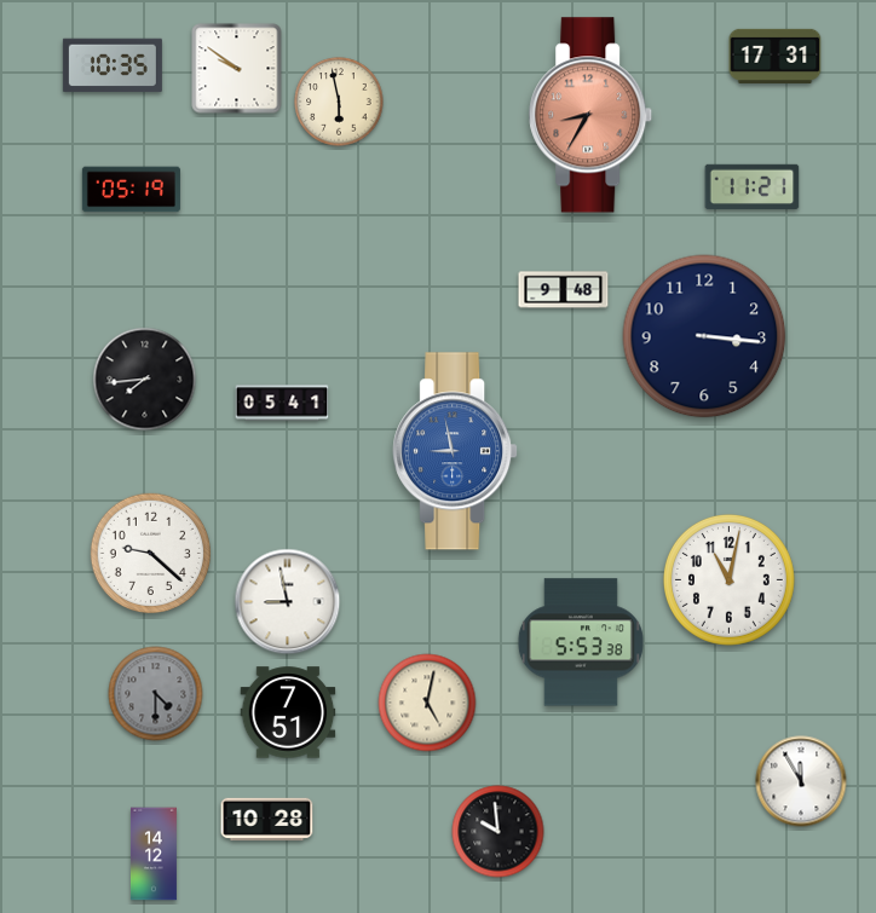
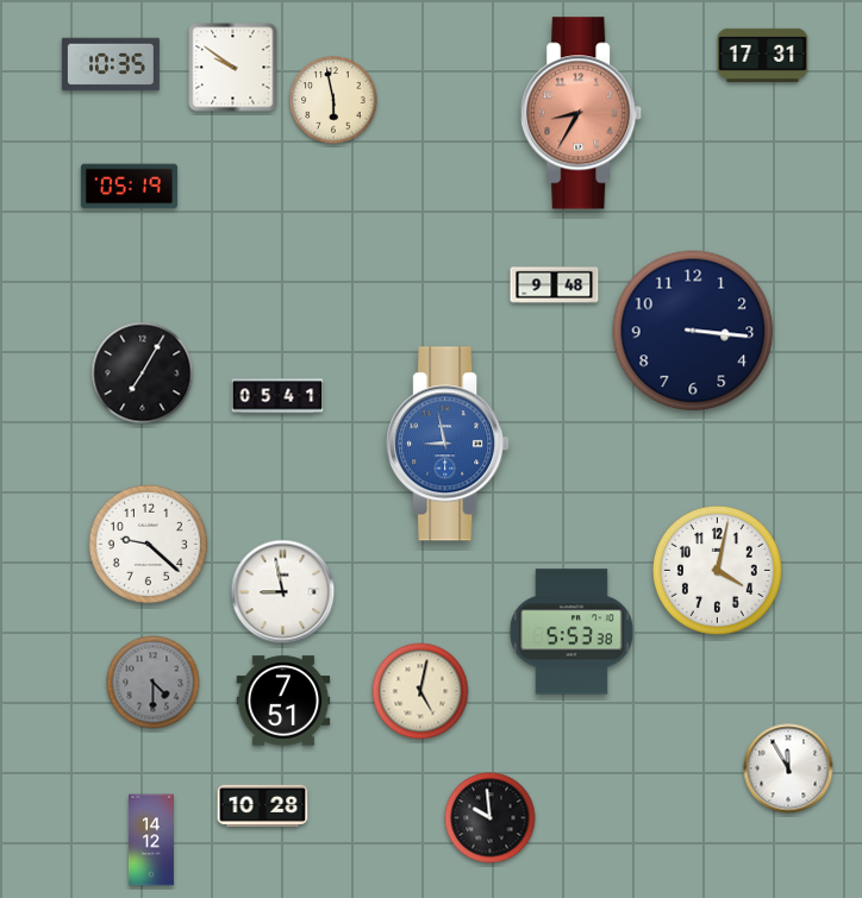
clock at (753, 186): 11:21 -> none
clock at (145, 380): 7:44 -> 7:05
clock at (728, 579): 11:02 -> 4:02
